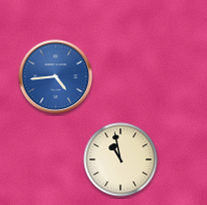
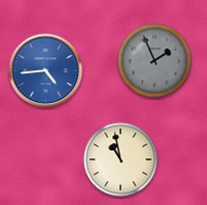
clock at (155, 61): none -> 1:56
clock at (56, 77) position: (56, 77) -> (46, 71)
